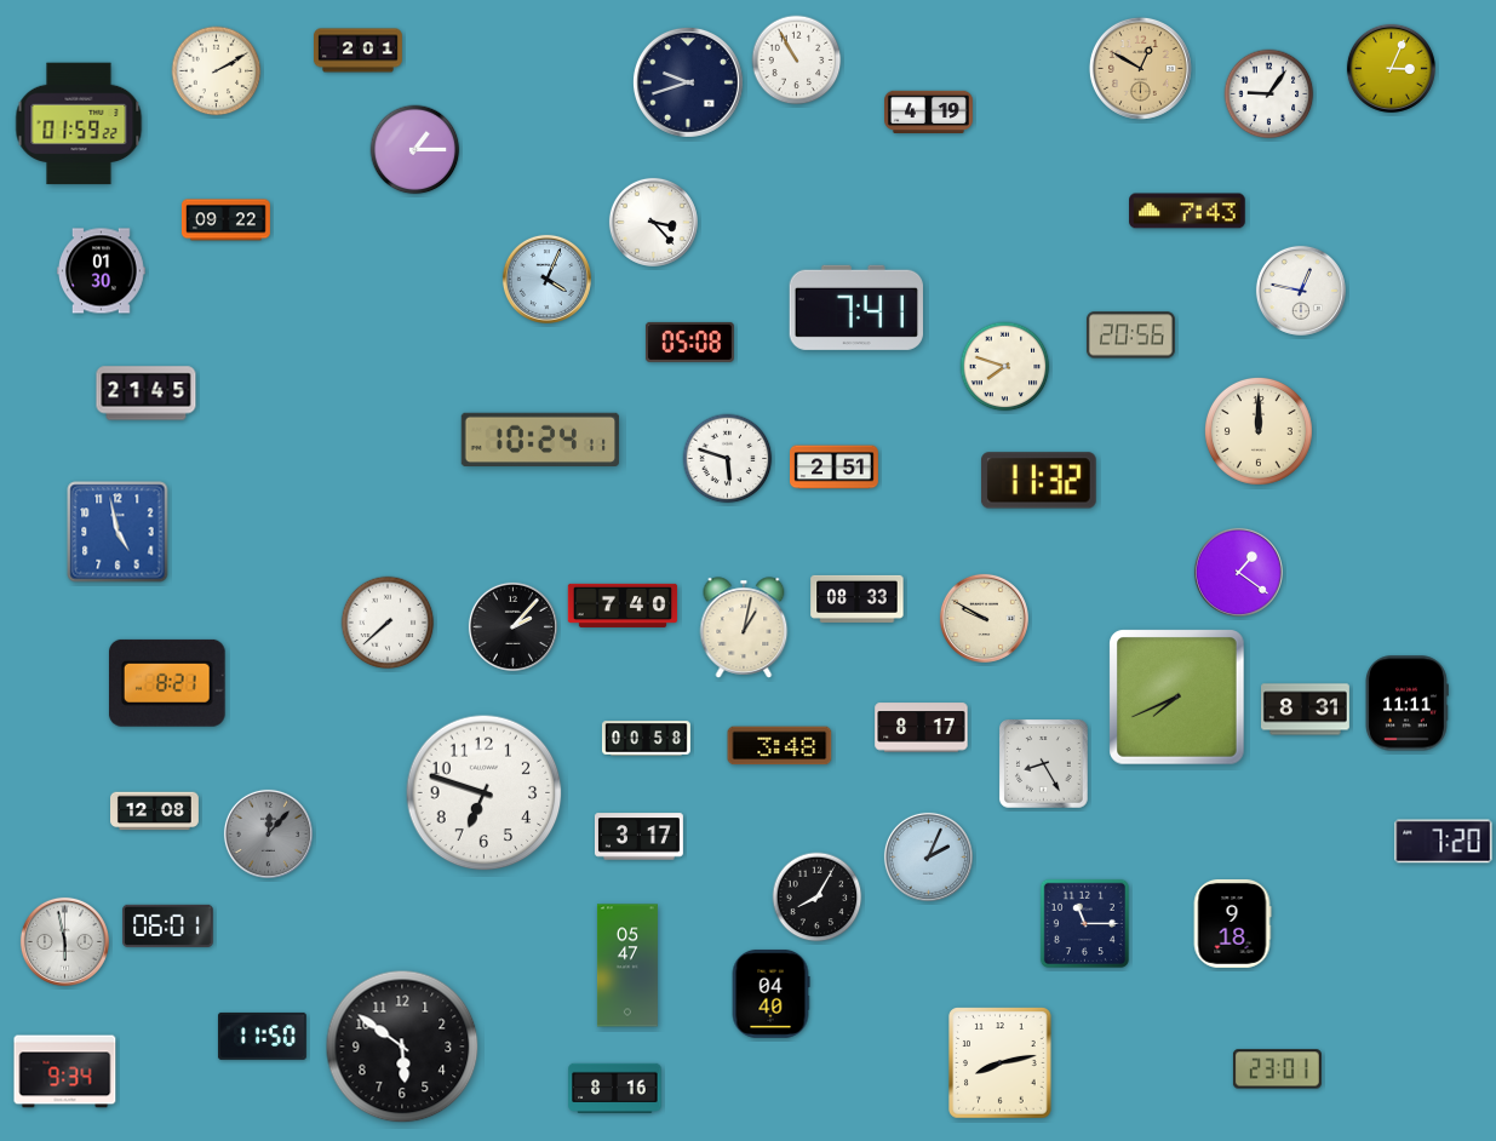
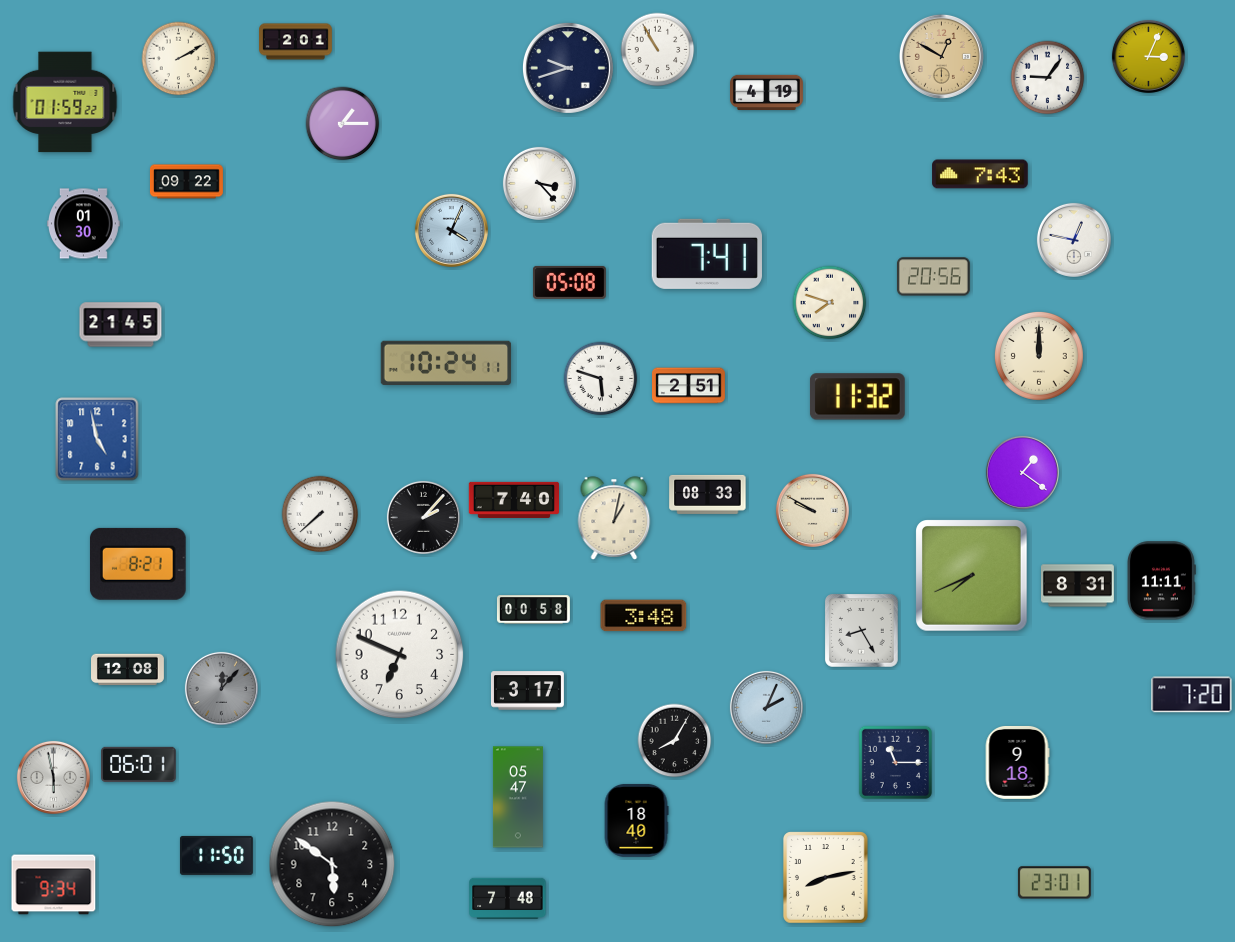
clock at (922, 728): 8:17 -> none
clock at (485, 793): 6:48 -> 6:49
clock at (770, 993): 04:40 -> 18:40
clock at (615, 1088): 8:16 -> 7:48
